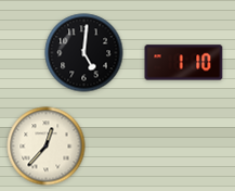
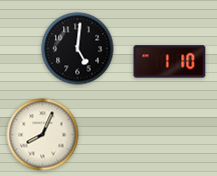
clock at (184, 63) position: (184, 63) -> (170, 62)
clock at (47, 147): 12:37 -> 8:04
